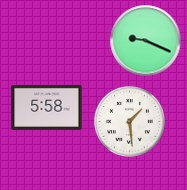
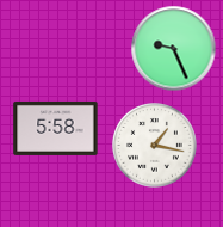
clock at (146, 41): 9:19 -> 9:26
clock at (130, 122): 1:29 -> 1:17
